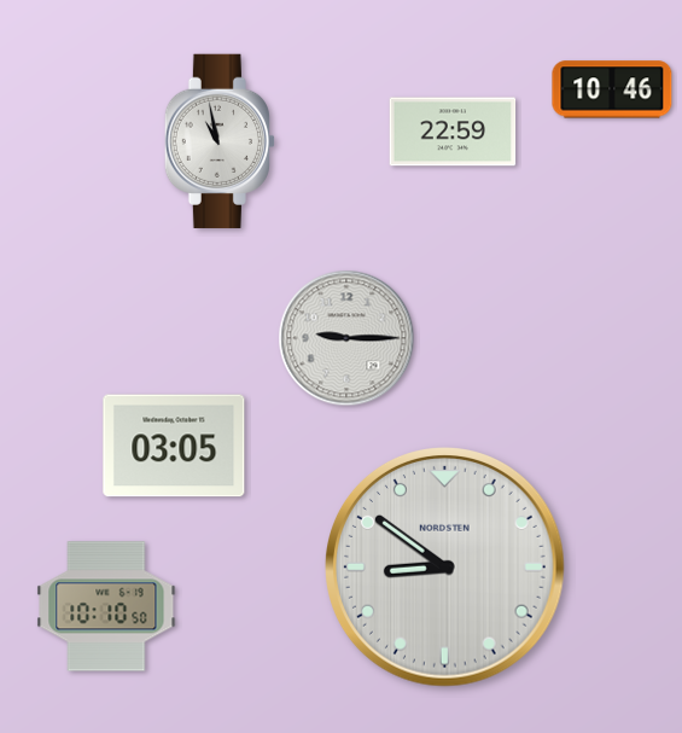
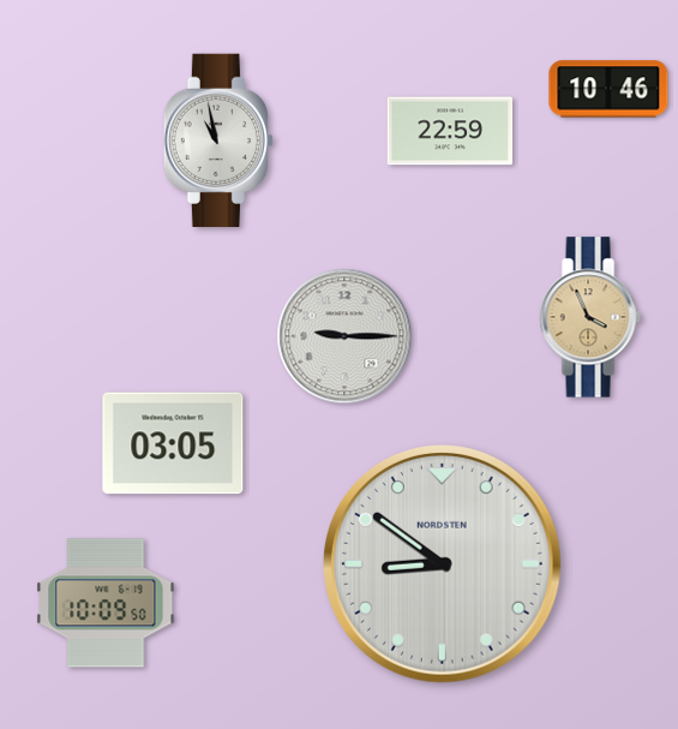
clock at (590, 317): none -> 3:56
clock at (106, 606): 10:10 -> 10:09
